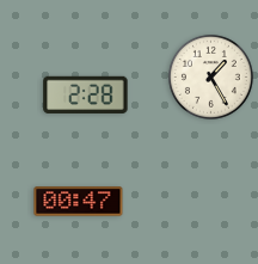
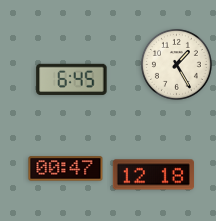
clock at (86, 94): 2:28 -> 6:45
clock at (153, 175): none -> 12:18
